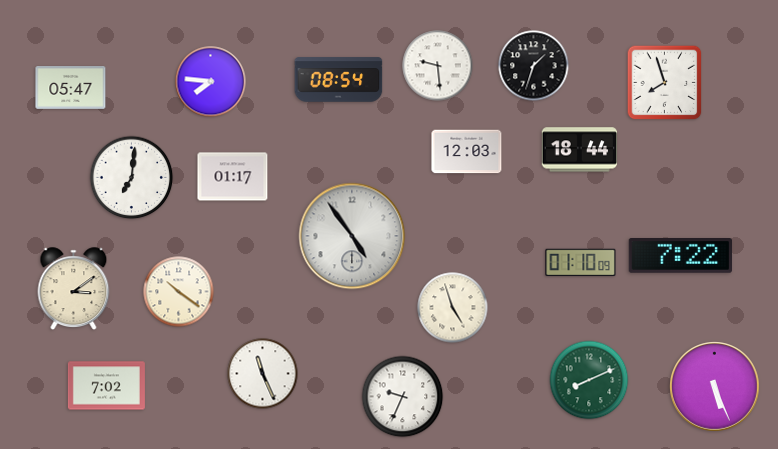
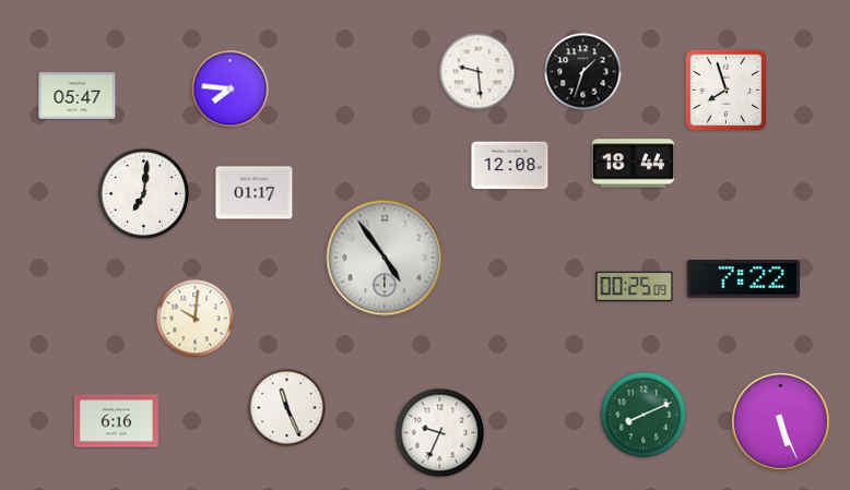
clock at (339, 80): 08:54 -> none
clock at (467, 152): 12:03 -> 12:08
clock at (581, 263): 01:10 -> 00:25
clock at (74, 288): 3:09 -> none
clock at (179, 292): 10:21 -> 10:01
clock at (453, 308): 4:57 -> none
clock at (106, 386): 7:02 -> 6:16
